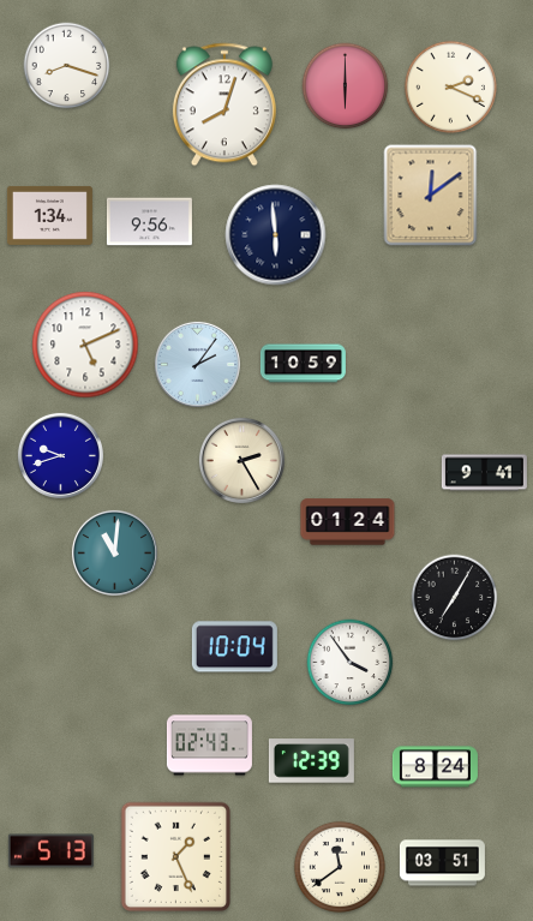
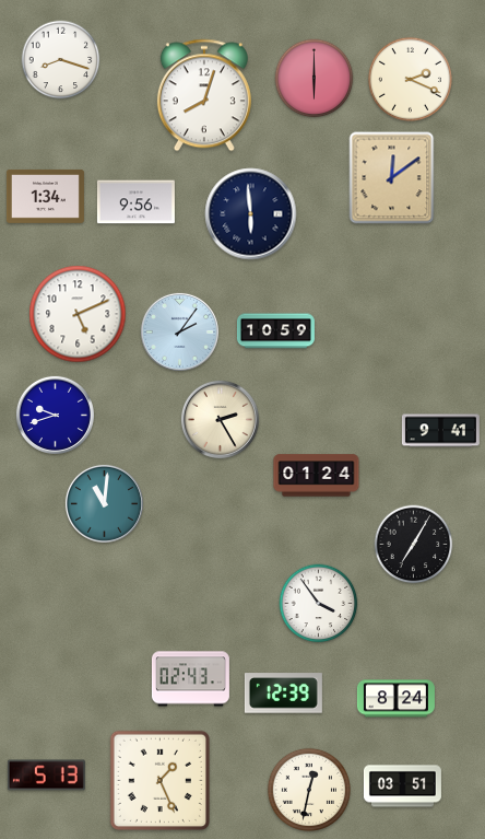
clock at (234, 647): 10:04 -> none
clock at (340, 867): 11:39 -> 12:32
